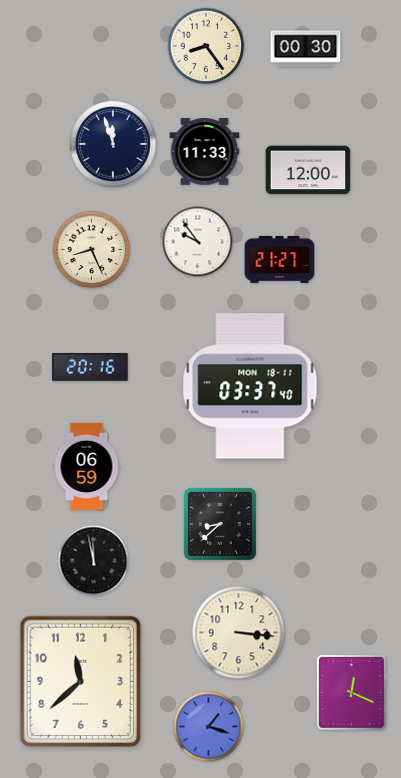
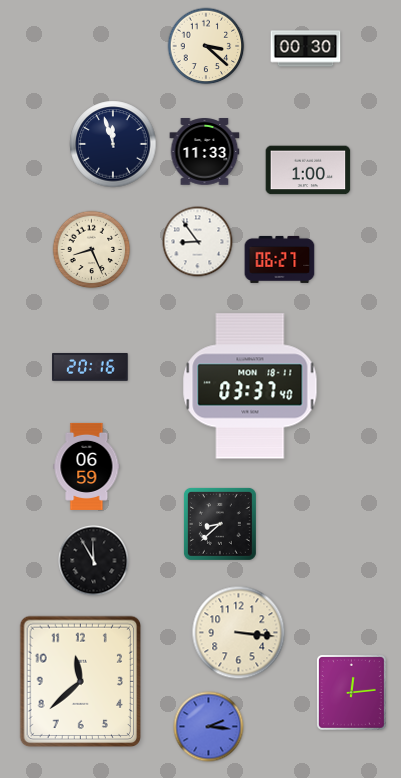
clock at (206, 46): 8:24 -> 3:22
clock at (308, 170): 12:00 -> 1:00
clock at (198, 242): 9:54 -> 8:54
clock at (280, 259): 21:27 -> 06:27
clock at (94, 561): 11:58 -> 11:55
clock at (351, 692): 12:19 -> 12:14
clock at (209, 727): 1:18 -> 2:16
